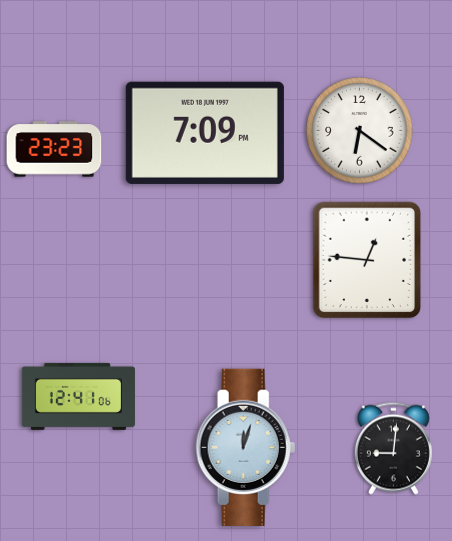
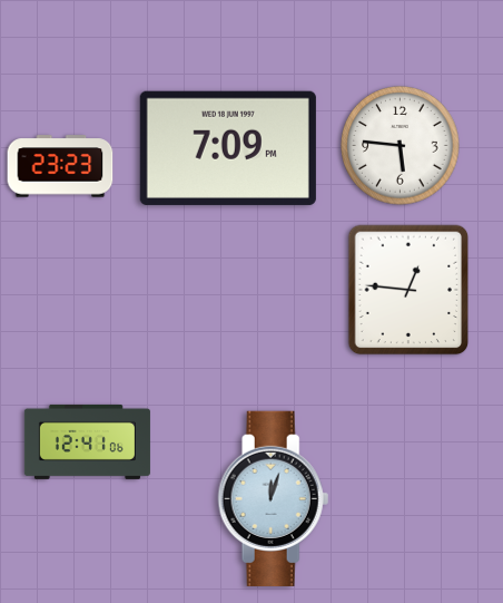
clock at (360, 131): 6:21 -> 5:46
clock at (393, 448): 9:01 -> none
